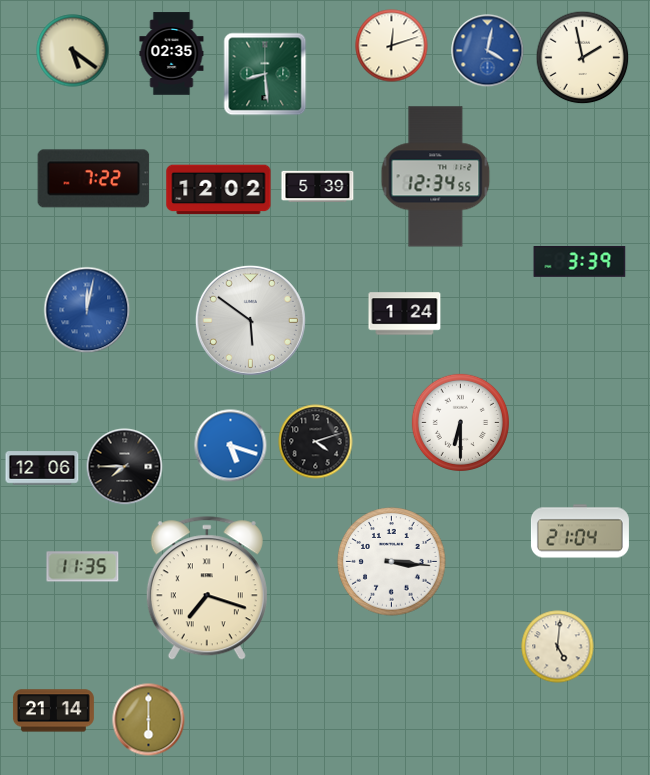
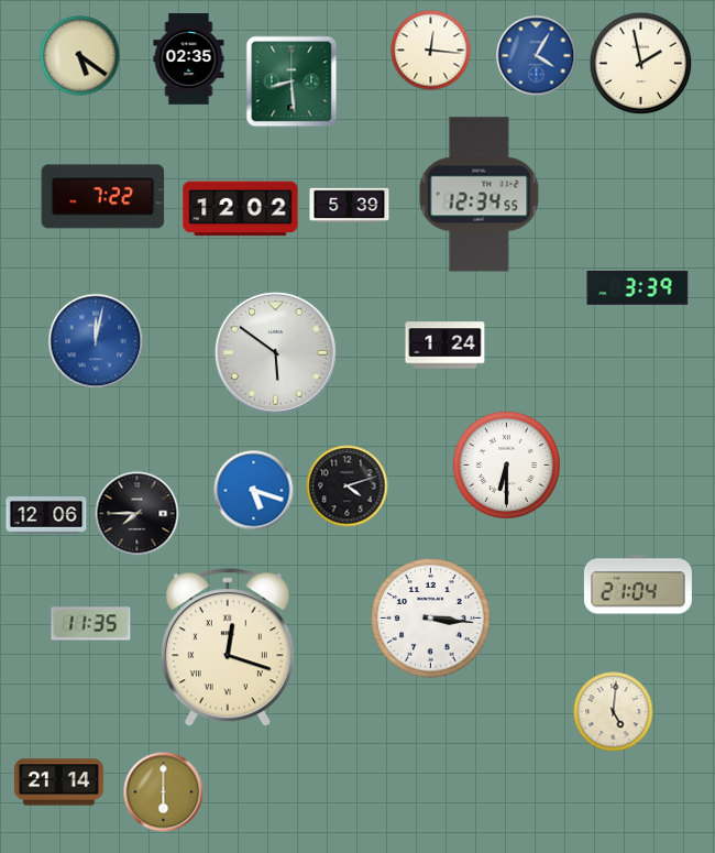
clock at (392, 46): 12:12 -> 12:16
clock at (488, 51): 4:02 -> 4:05
clock at (207, 589): 7:18 -> 12:18
